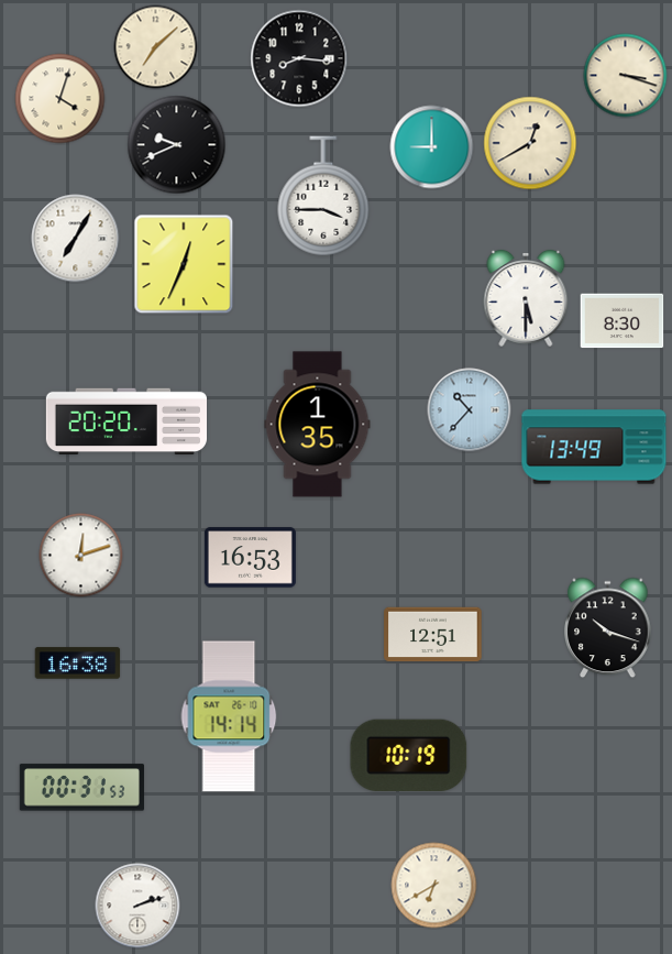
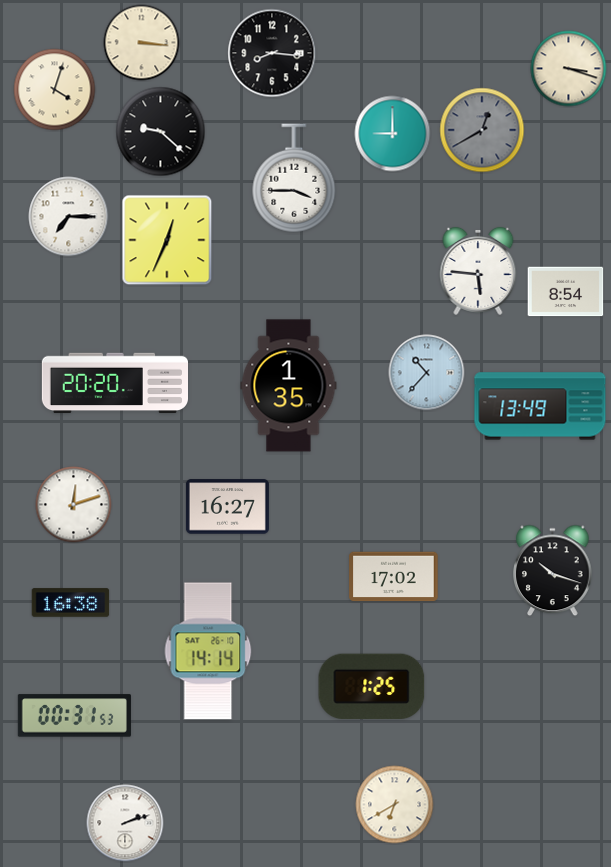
clock at (156, 47): 7:08 -> 3:16
clock at (530, 143) dial: cream -> grey
clock at (177, 145): 9:41 -> 9:22
clock at (76, 239): 7:05 -> 7:15
clock at (526, 298): 5:30 -> 5:46
clock at (623, 321): 8:30 -> 8:54
clock at (250, 558): 16:53 -> 16:27
clock at (433, 635): 12:51 -> 17:02
clock at (409, 756): 10:19 -> 1:25
